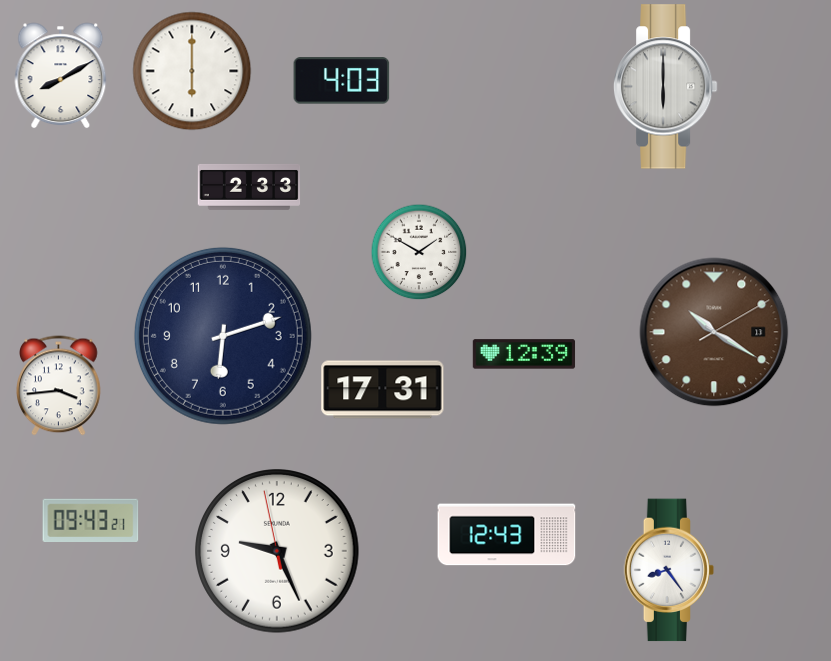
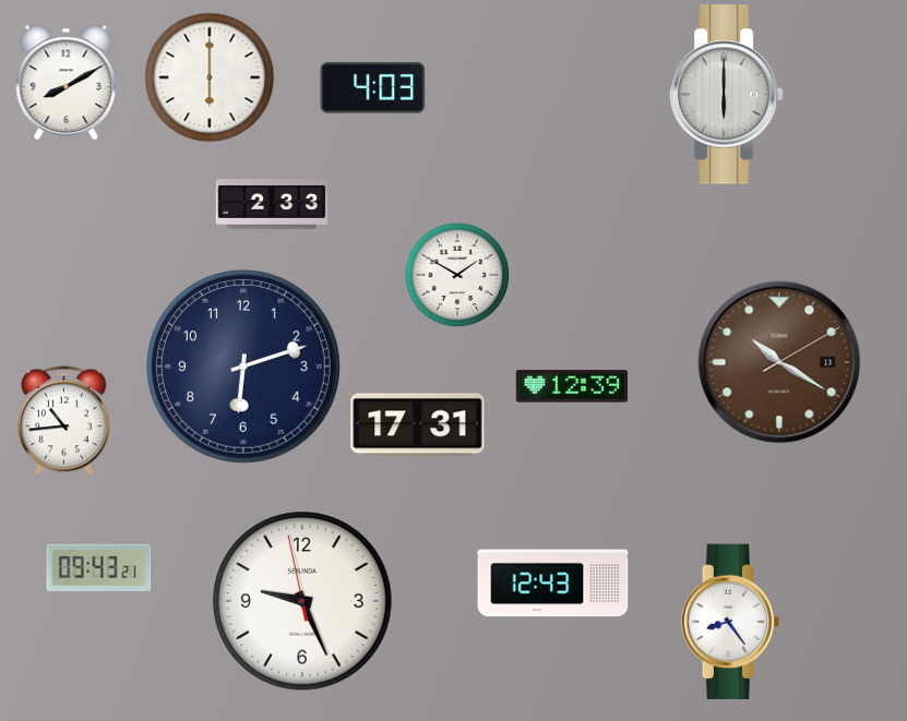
clock at (59, 386): 3:44 -> 10:44
